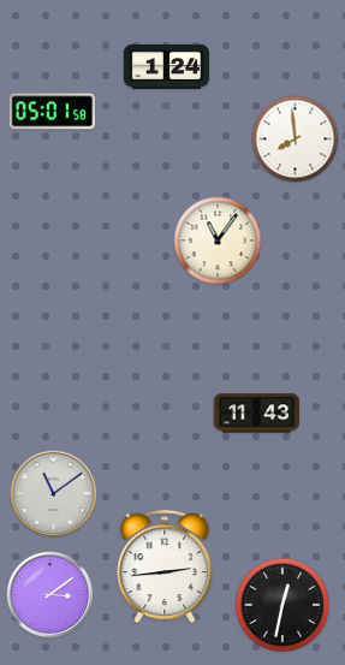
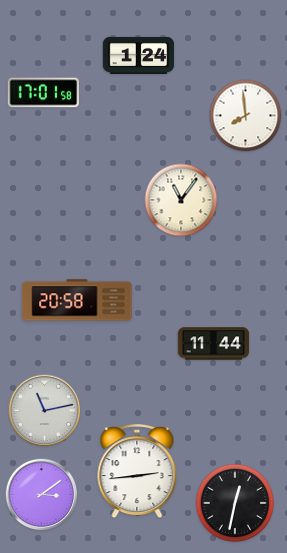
clock at (52, 112): 05:01 -> 17:01
clock at (77, 300): none -> 20:58
clock at (257, 414): 11:43 -> 11:44
clock at (54, 494): 11:09 -> 11:13
